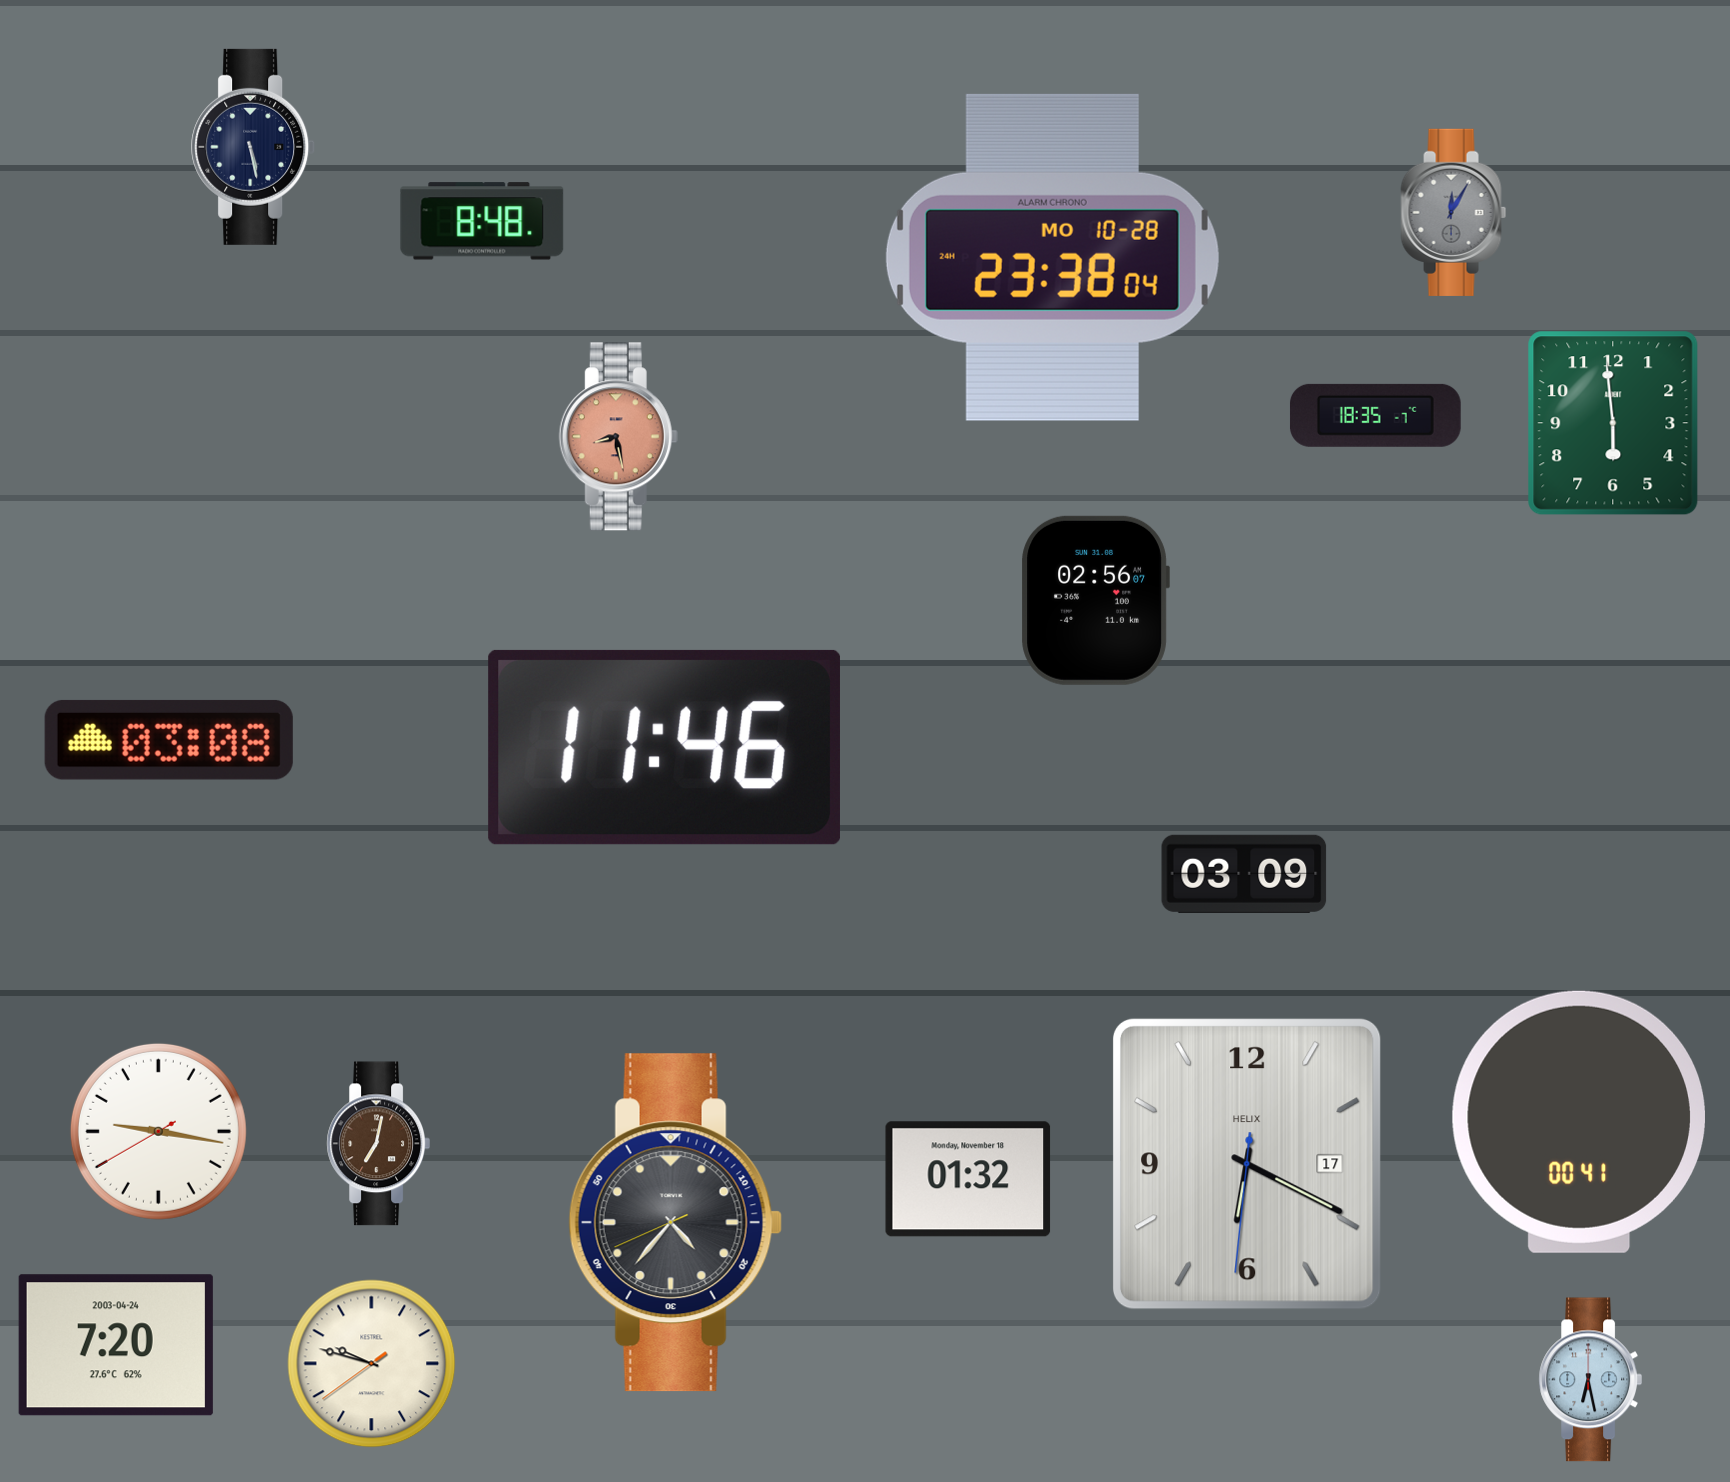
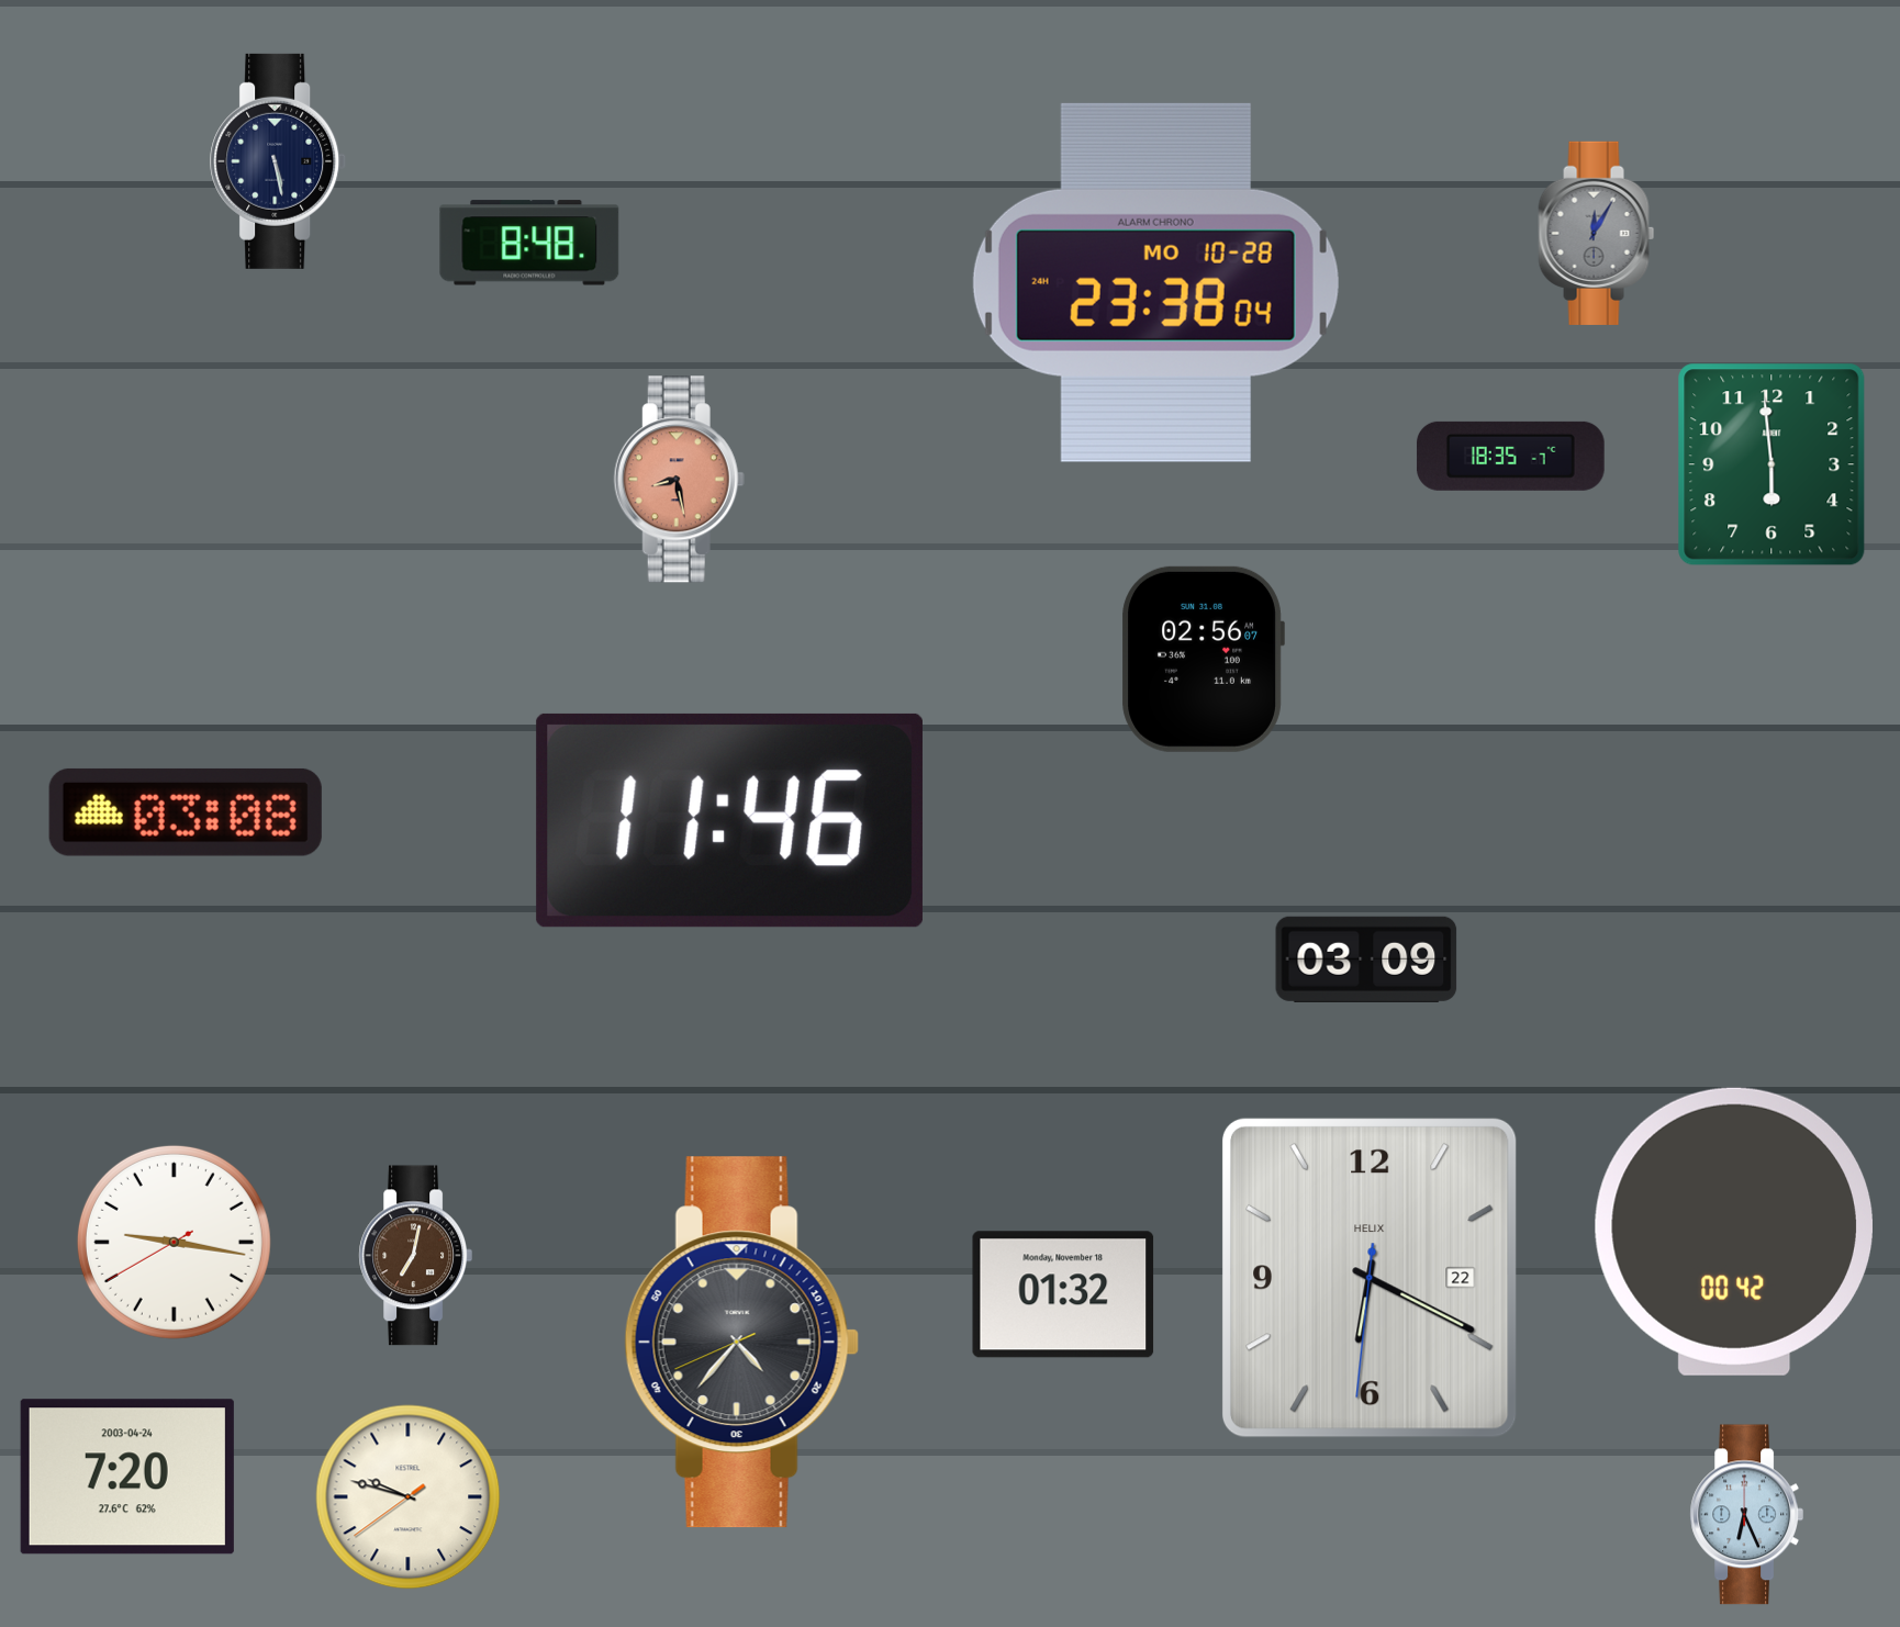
clock at (1579, 1122): 00:41 -> 00:42
clock at (1247, 1164) date: 17 -> 22
clock at (1590, 1380): 6:28 -> 6:26
